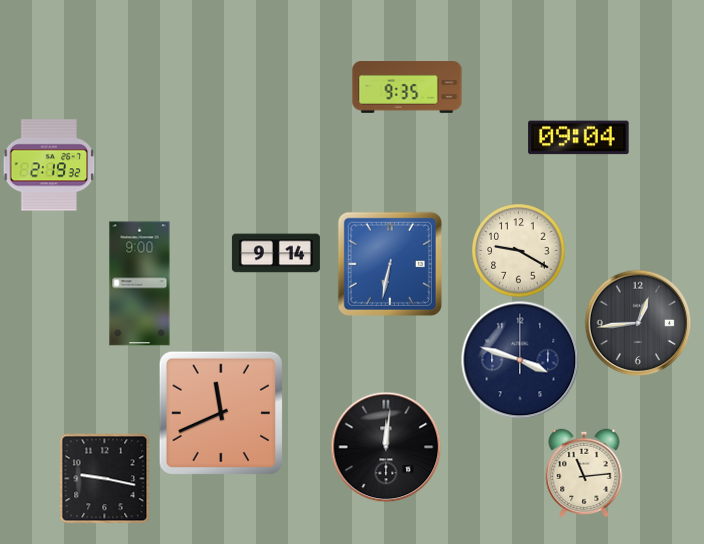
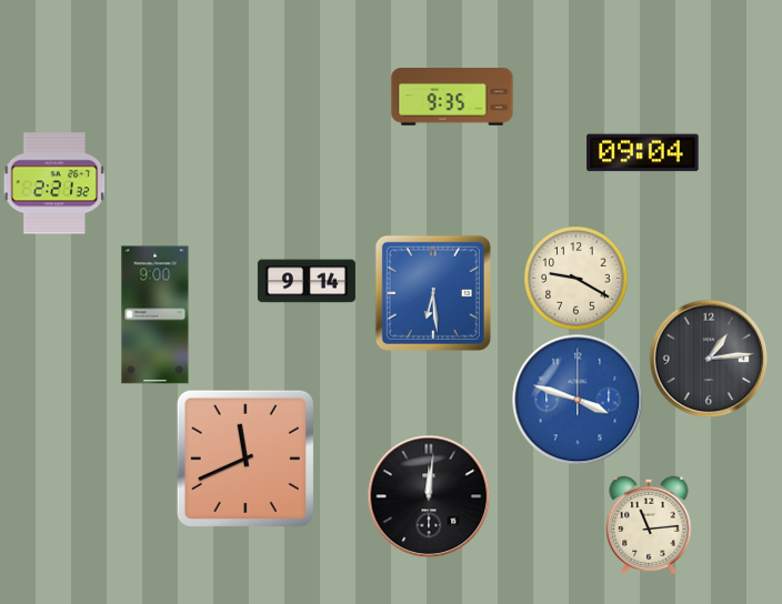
clock at (49, 165): 2:19 -> 2:21
clock at (390, 264): 6:32 -> 6:29
clock at (638, 323): 12:44 -> 1:14
clock at (520, 360) dial: navy -> blue
clock at (104, 478): 9:17 -> none
